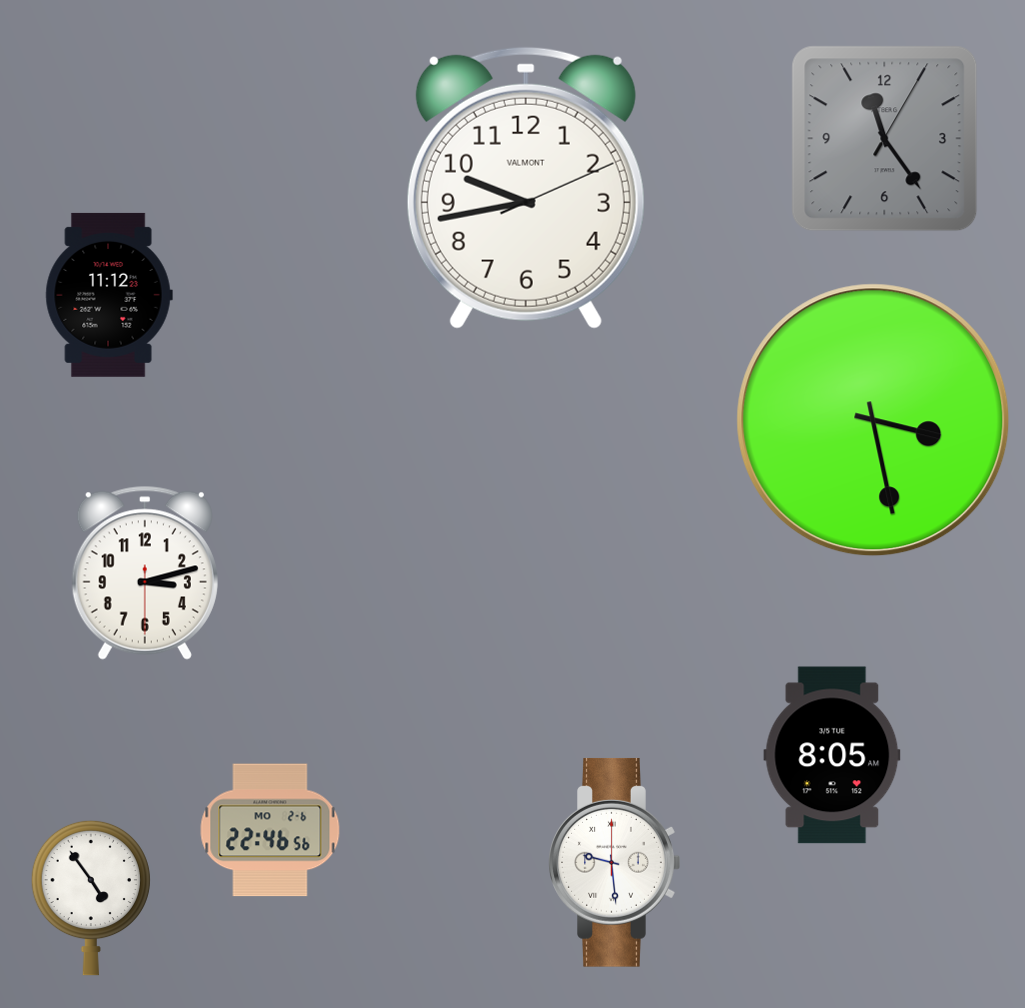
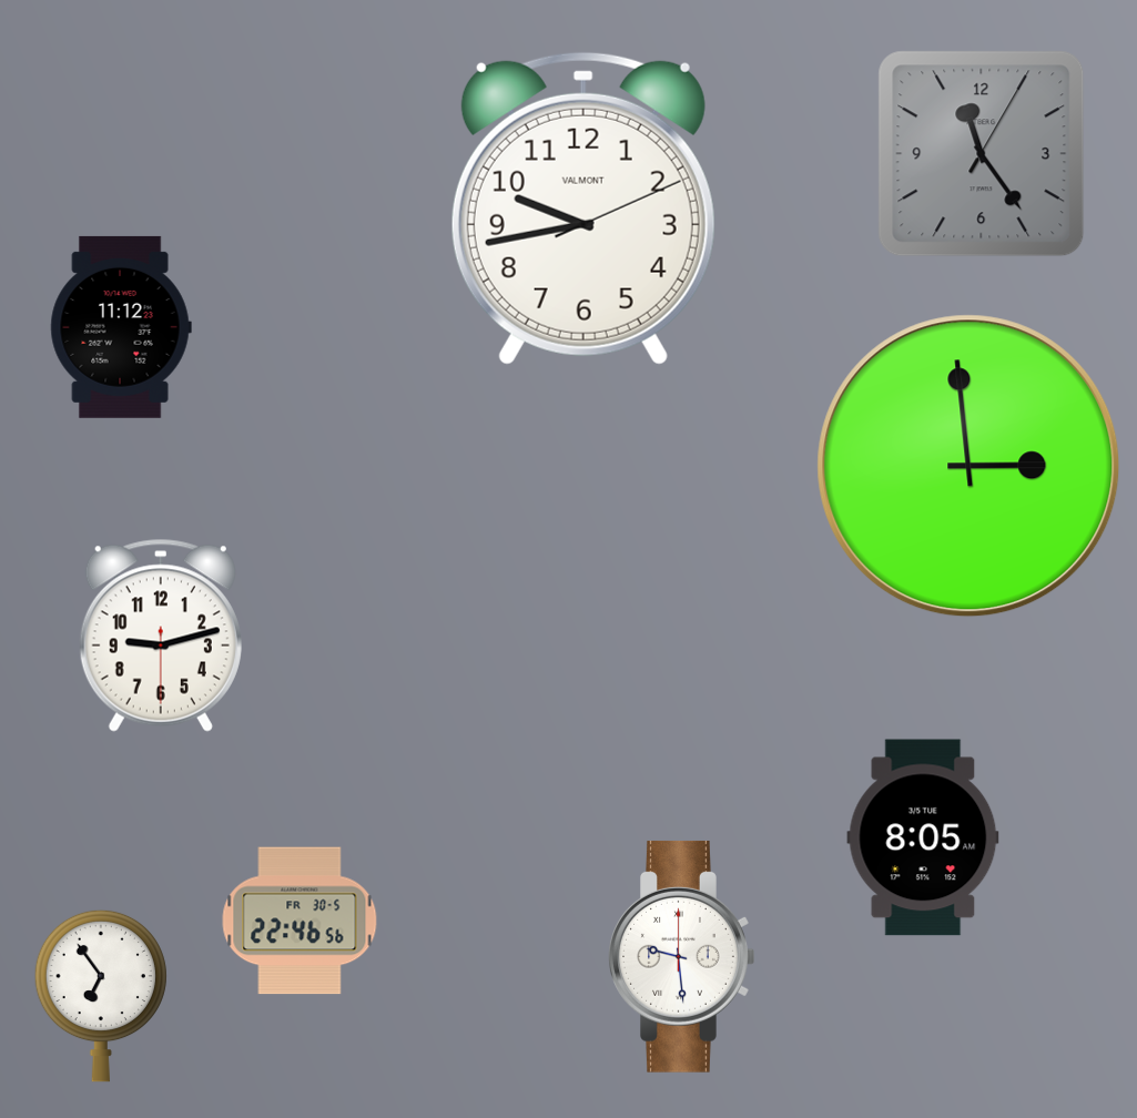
clock at (873, 420): 3:28 -> 2:59
clock at (145, 573): 3:12 -> 9:12
clock at (270, 830) date: MO 2-6 -> FR 30-5
clock at (91, 898): 4:54 -> 6:54
